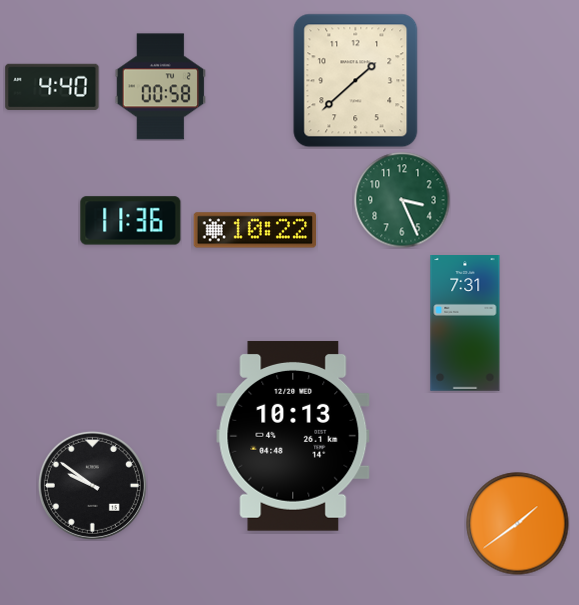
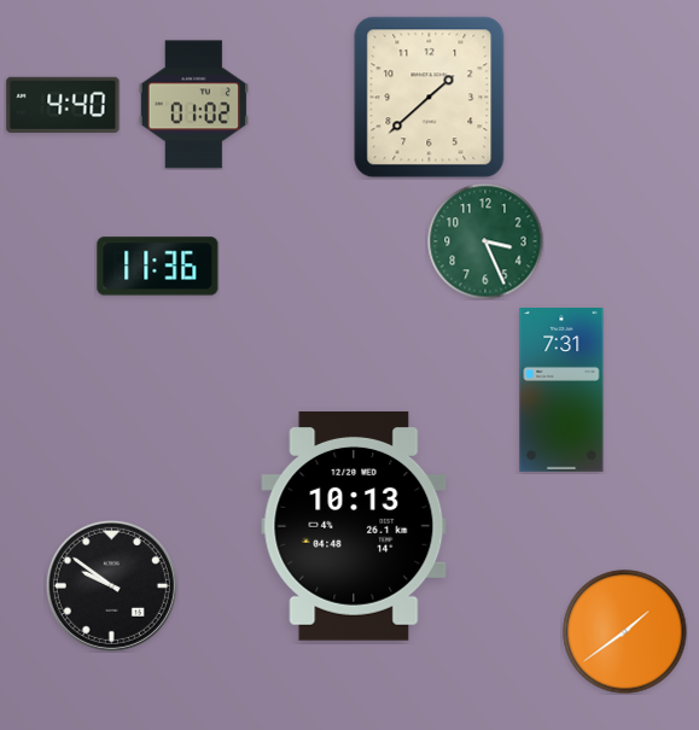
clock at (160, 87): 00:58 -> 01:02
clock at (255, 230): 10:22 -> none
